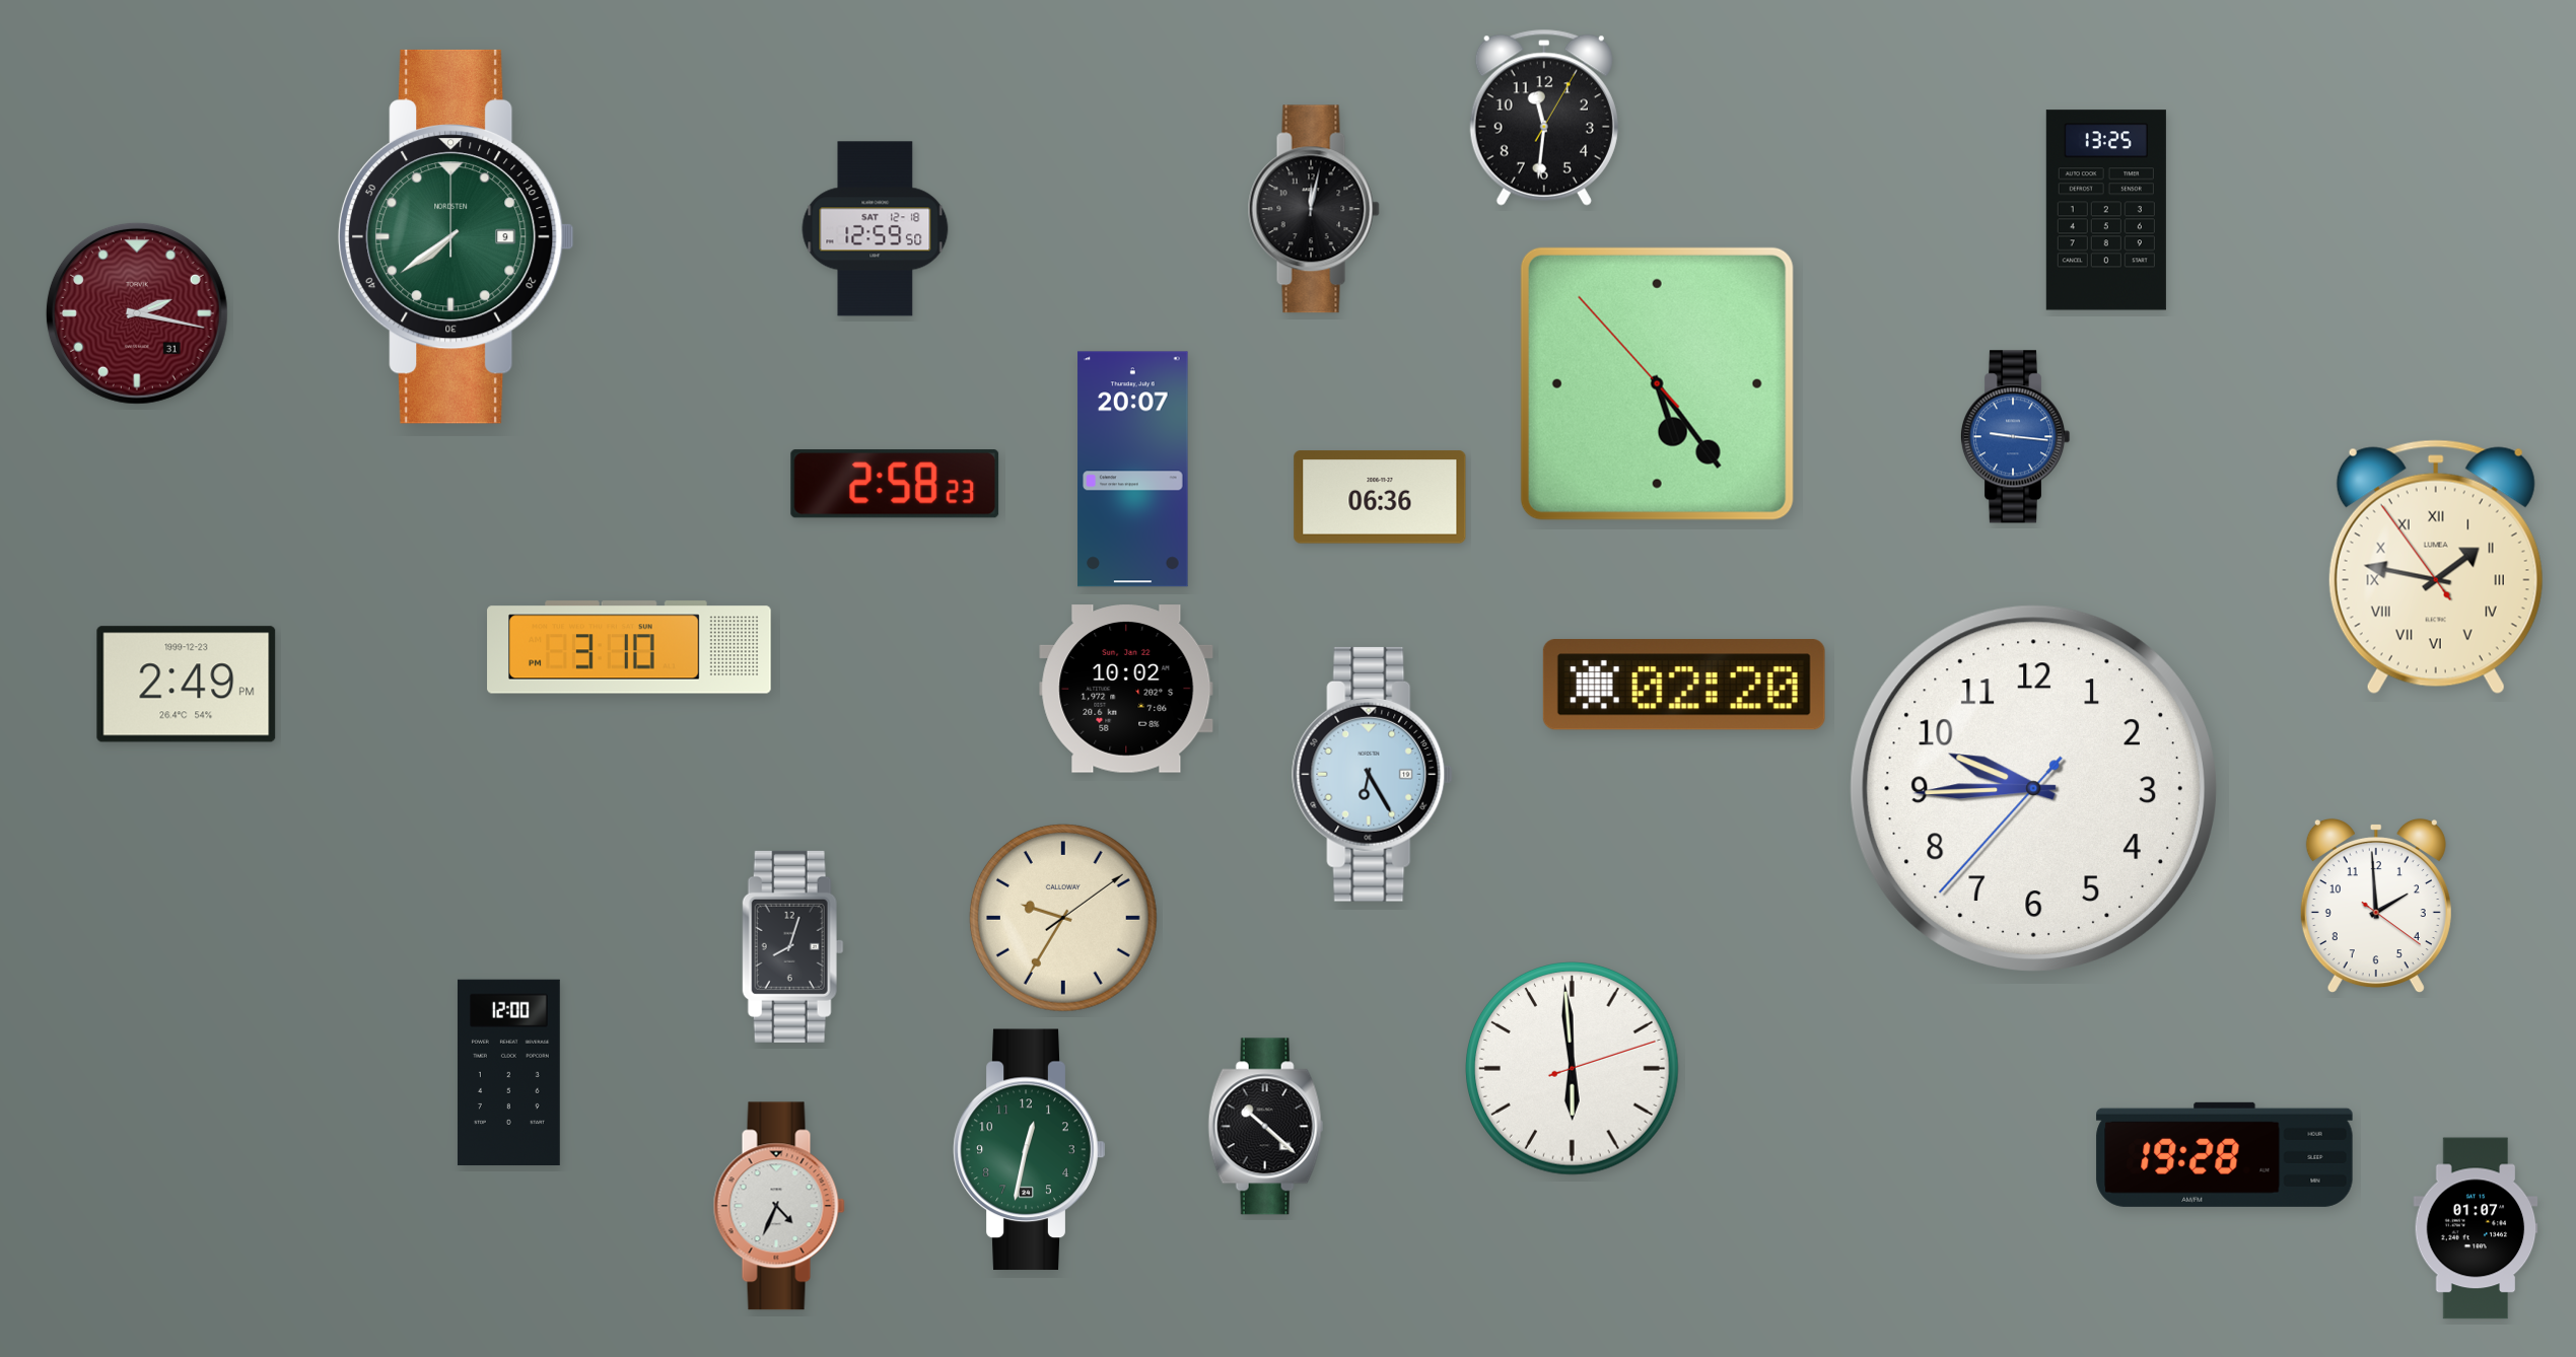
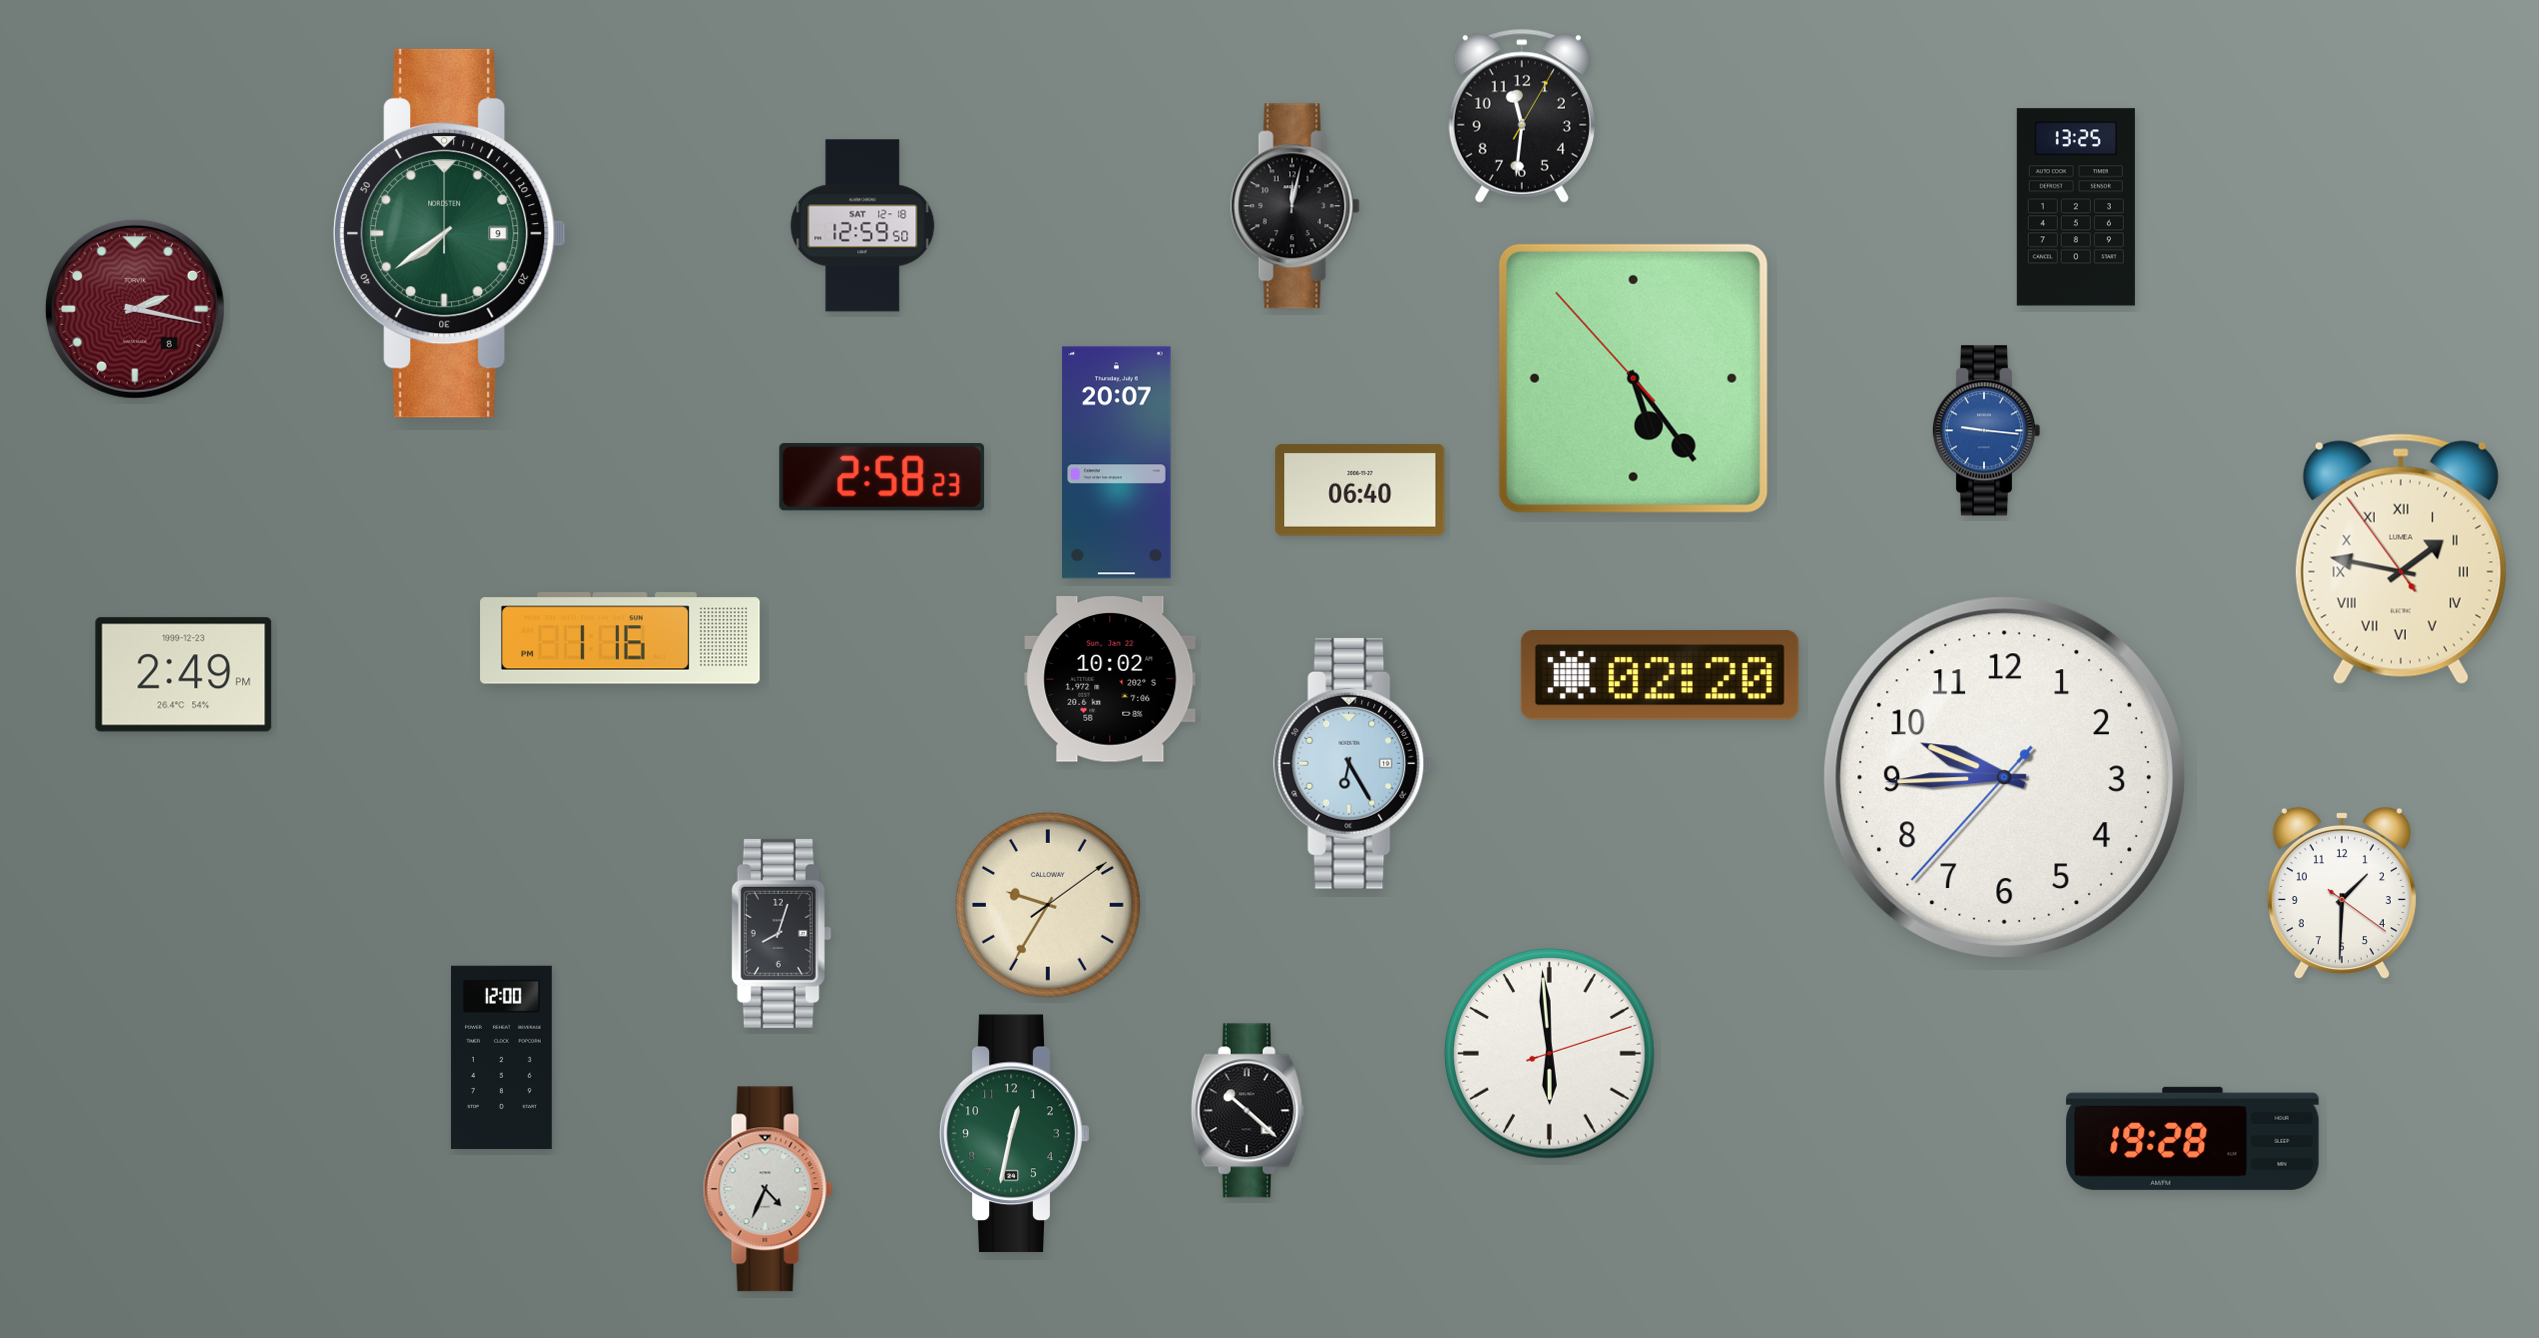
clock at (137, 313) date: 31 -> 8
clock at (1380, 497): 06:36 -> 06:40
clock at (629, 647): 3:10 -> 1:16
clock at (2376, 906): 1:59 -> 1:30
clock at (2476, 1228): 01:07 -> none
